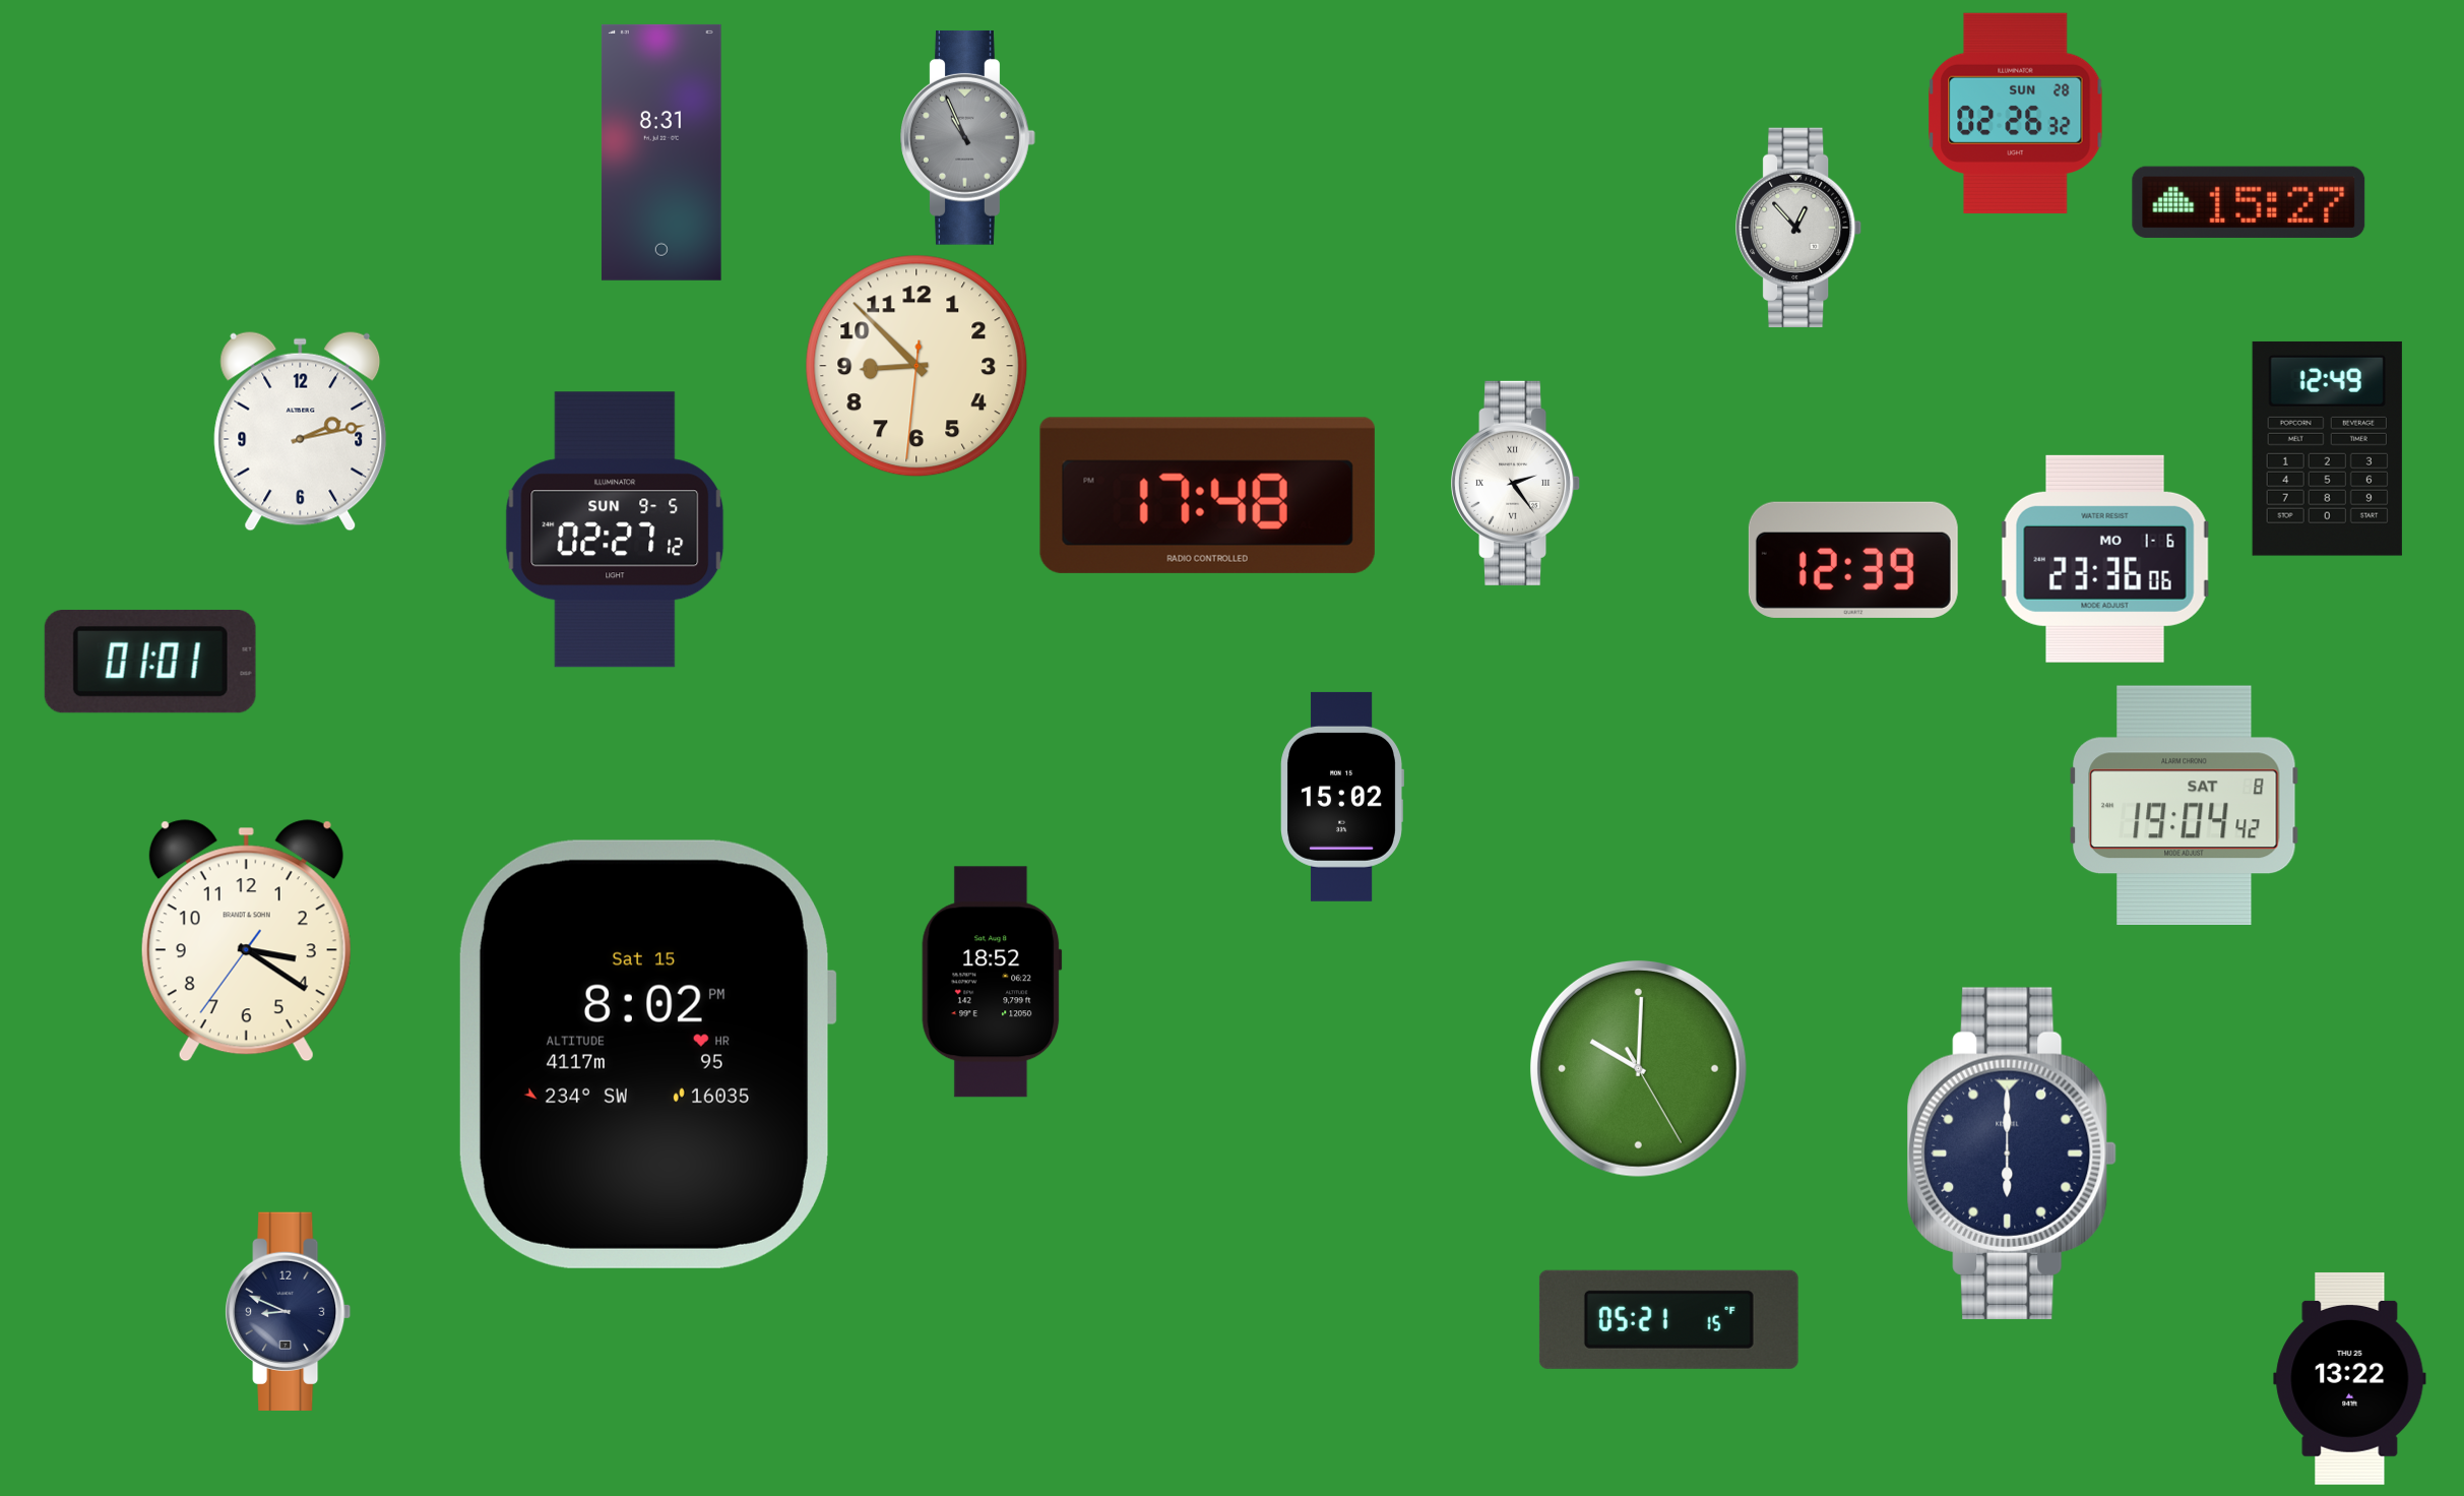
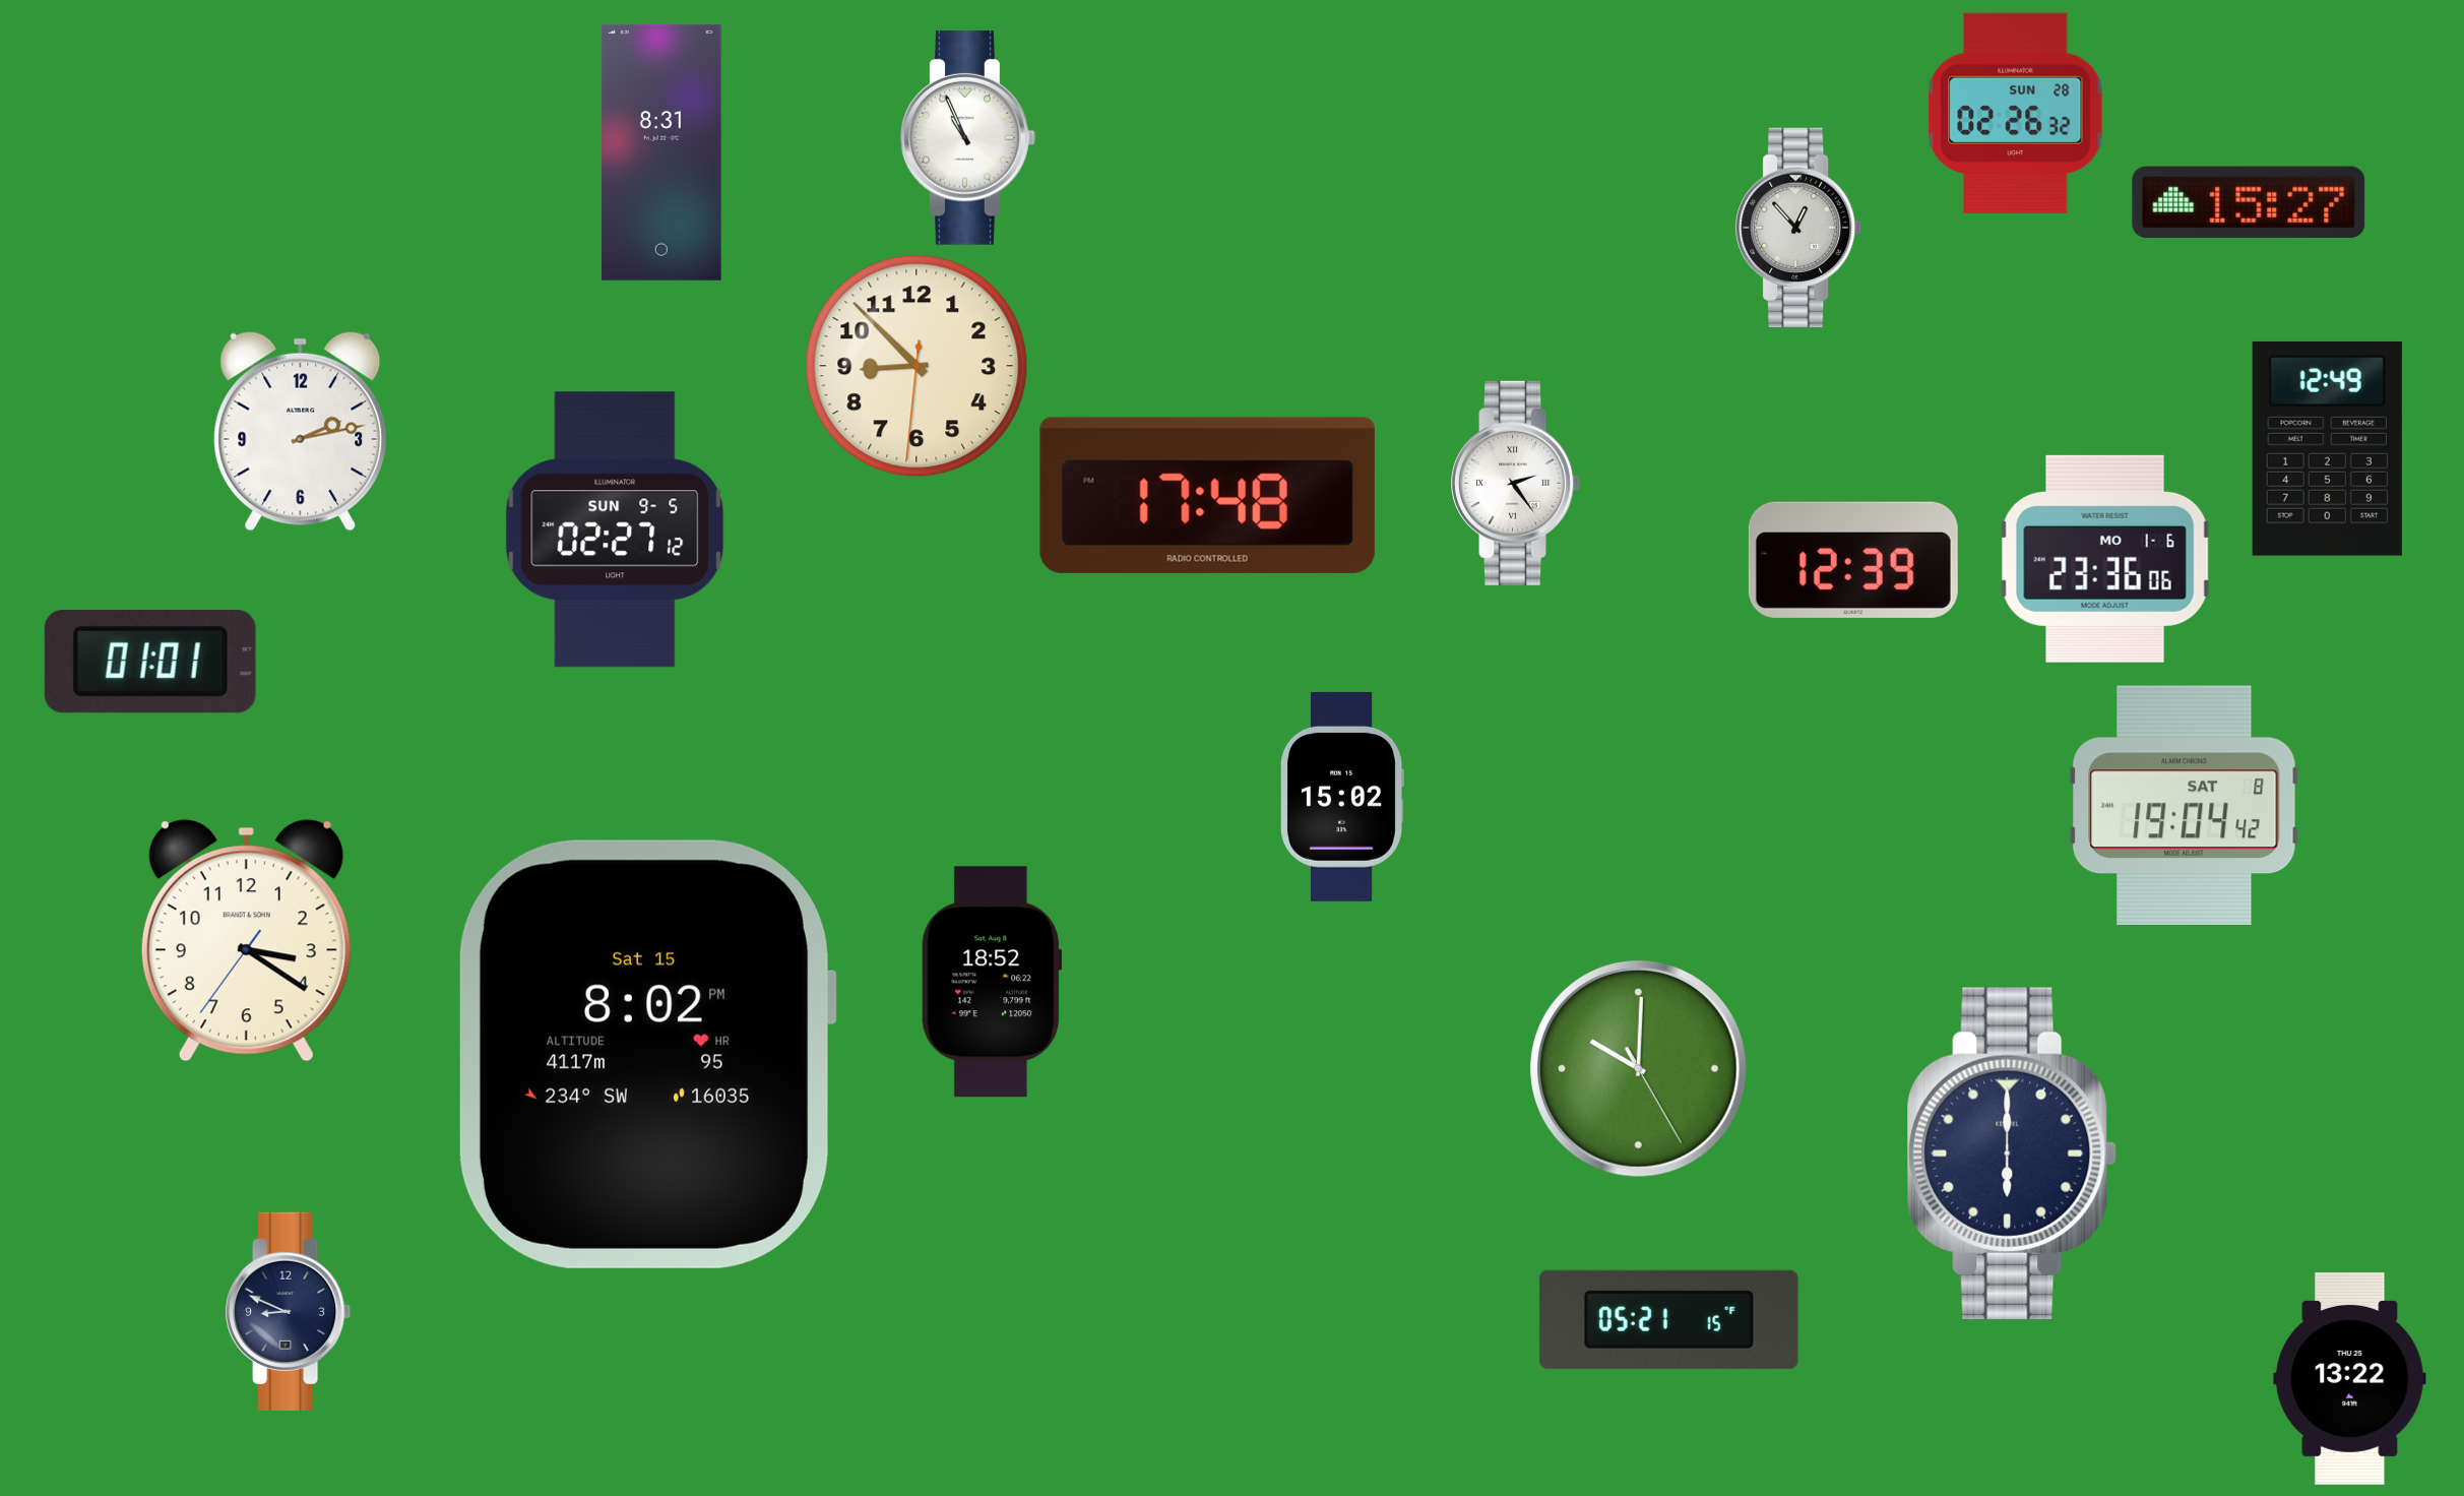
clock at (968, 137) dial: grey -> white
